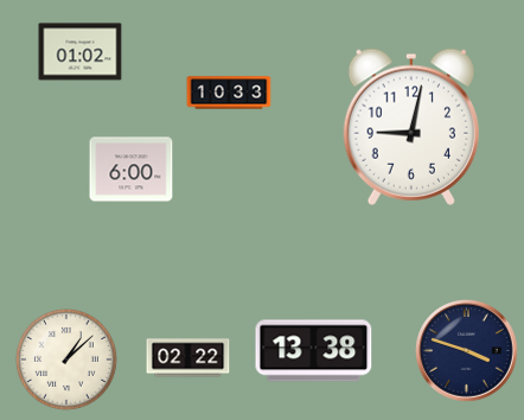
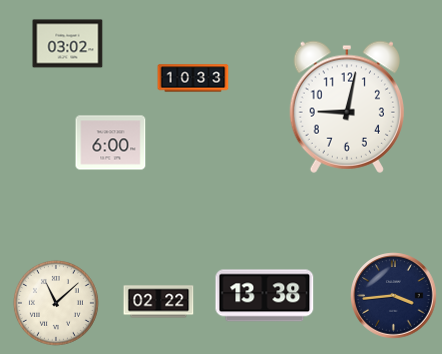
clock at (81, 52): 01:02 -> 03:02
clock at (467, 351): 3:48 -> 3:44
clock at (66, 359): 1:08 -> 11:08
